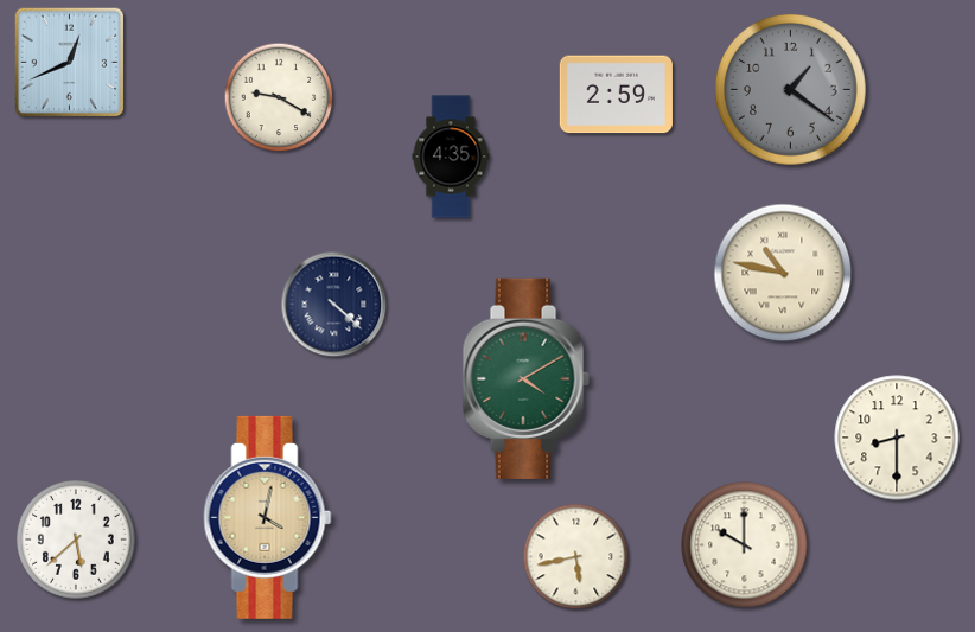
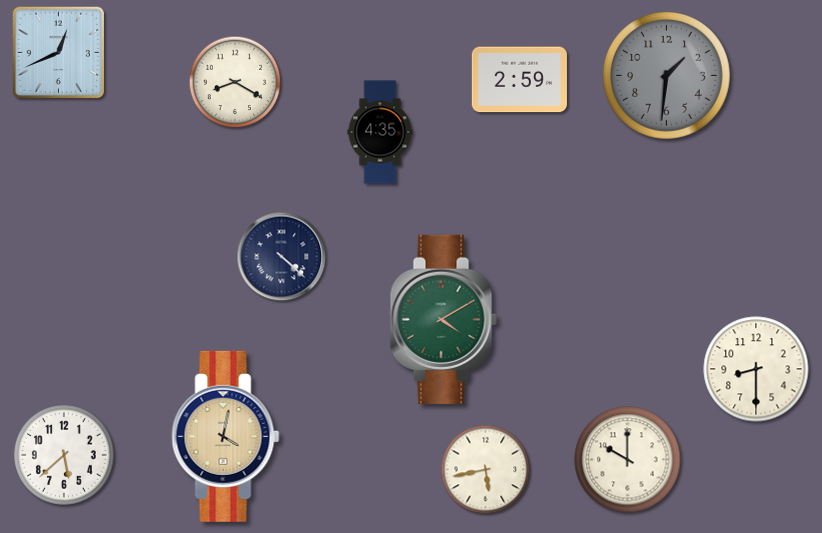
clock at (791, 90): 1:21 -> 1:31
clock at (279, 97): 9:20 -> 8:20
clock at (783, 273): 10:47 -> none
